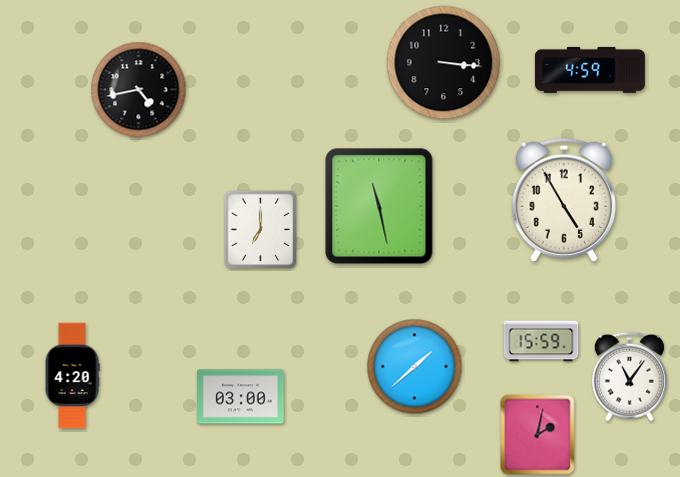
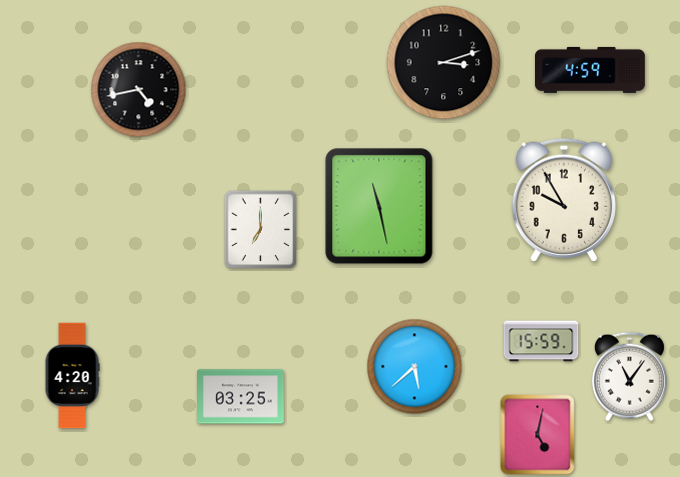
clock at (444, 63): 3:16 -> 3:12
clock at (563, 200): 4:55 -> 9:55
clock at (415, 367): 1:38 -> 5:38
clock at (241, 397): 03:00 -> 03:25
clock at (538, 435): 2:02 -> 5:02
